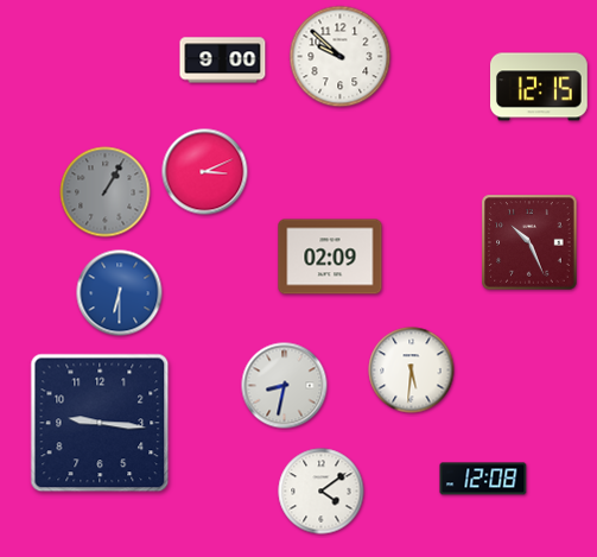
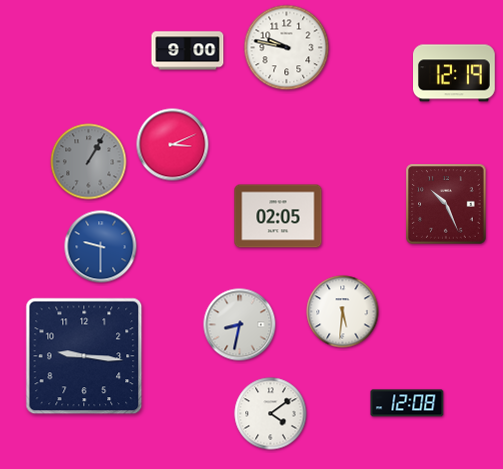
clock at (341, 57): 9:52 -> 9:47
clock at (540, 87): 12:15 -> 12:19
clock at (330, 257): 02:09 -> 02:05
clock at (120, 293): 6:30 -> 9:30
clock at (412, 371) position: (412, 371) -> (343, 312)
